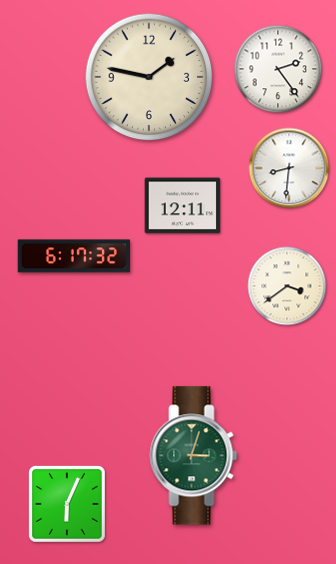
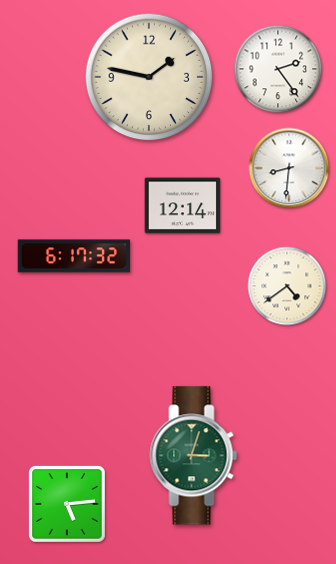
clock at (183, 206): 12:11 -> 12:14
clock at (287, 286): 3:39 -> 4:39
clock at (68, 505): 6:04 -> 5:14
